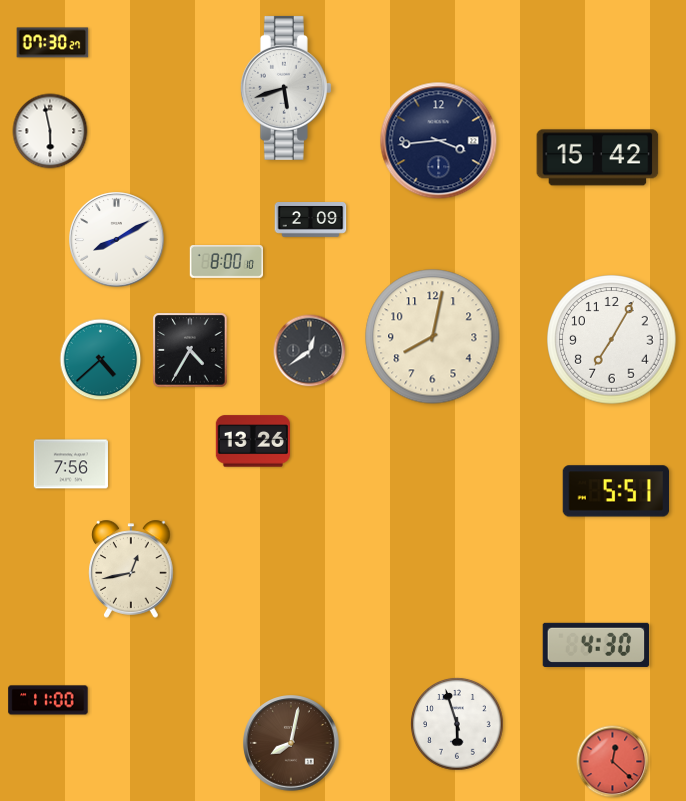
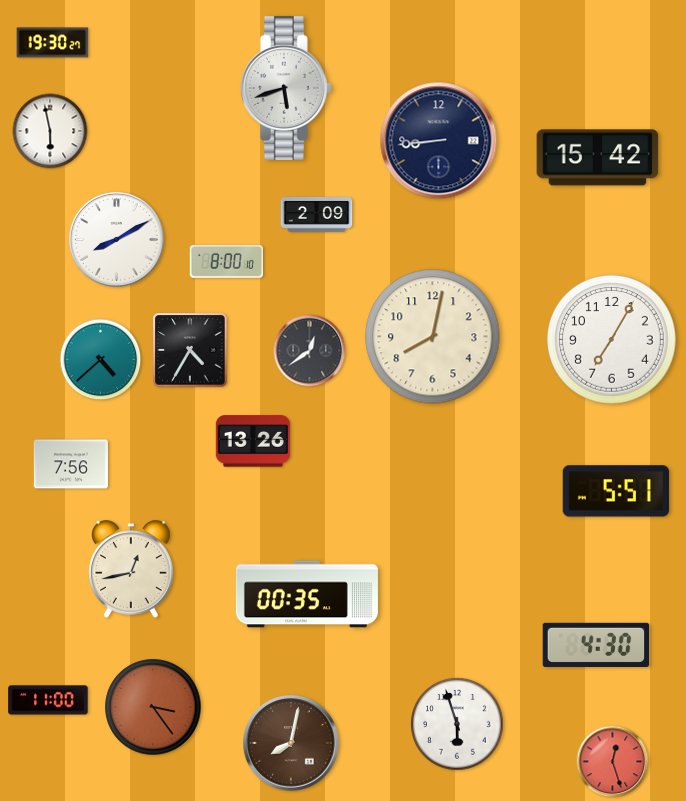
clock at (53, 43): 07:30 -> 19:30
clock at (439, 141): 3:44 -> 8:44
clock at (311, 220) position: (311, 220) -> (317, 215)
clock at (307, 594): none -> 00:35
clock at (153, 707): none -> 3:24
clock at (613, 762): 12:22 -> 12:27
